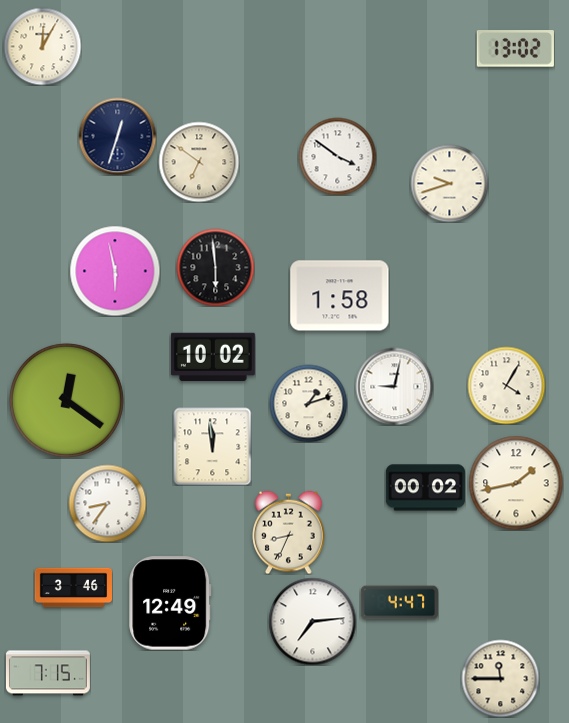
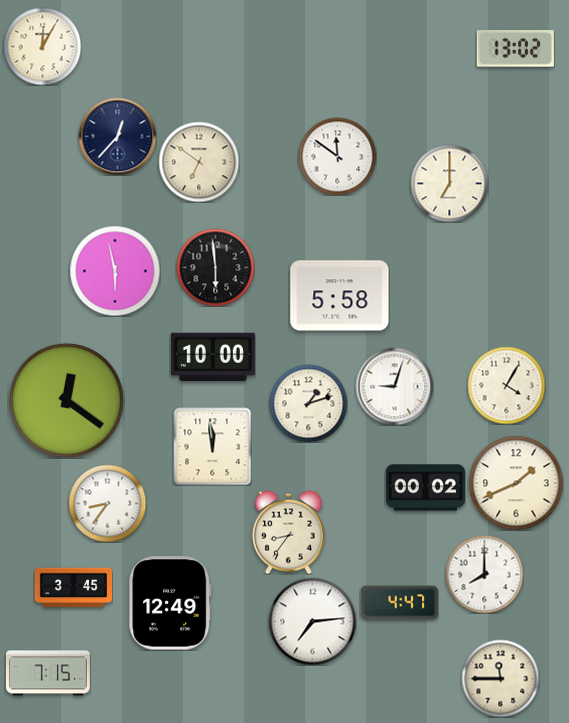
clock at (117, 136): 12:33 -> 12:37
clock at (337, 156): 3:51 -> 11:51
clock at (449, 183): 9:42 -> 7:00
clock at (340, 296): 1:58 -> 5:58
clock at (213, 356): 10:02 -> 10:00
clock at (394, 386): 9:02 -> 9:03
clock at (516, 483): 1:43 -> 1:41
clock at (289, 532): 8:34 -> 8:36
clock at (484, 574): none -> 8:00
clock at (73, 588): 3:46 -> 3:45
